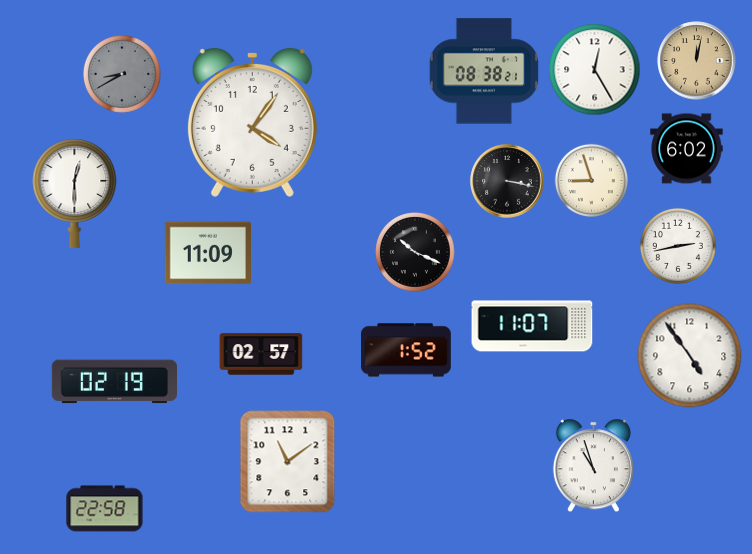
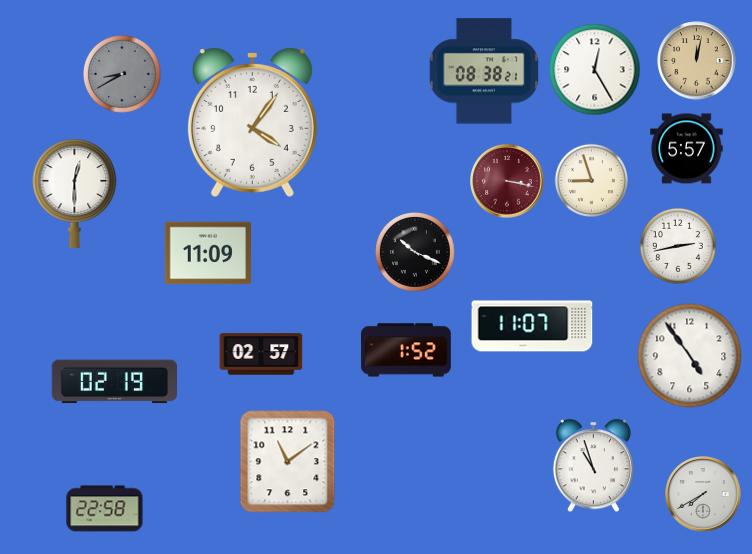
clock at (687, 149): 6:02 -> 5:57
clock at (507, 181) dial: black -> burgundy
clock at (703, 494): none -> 7:40
